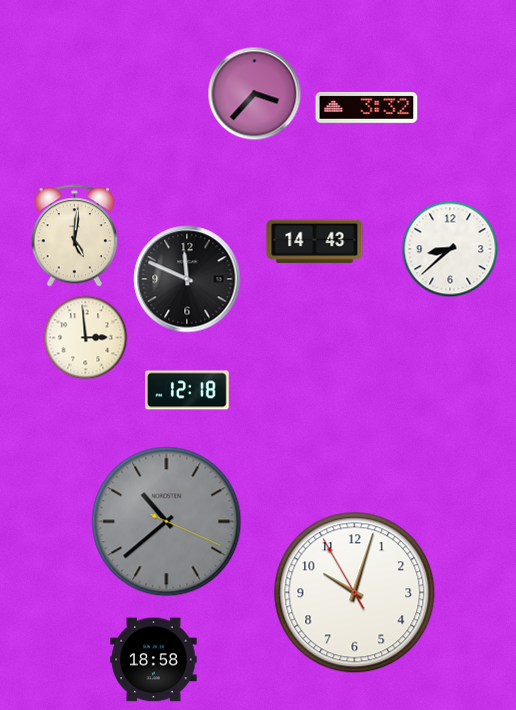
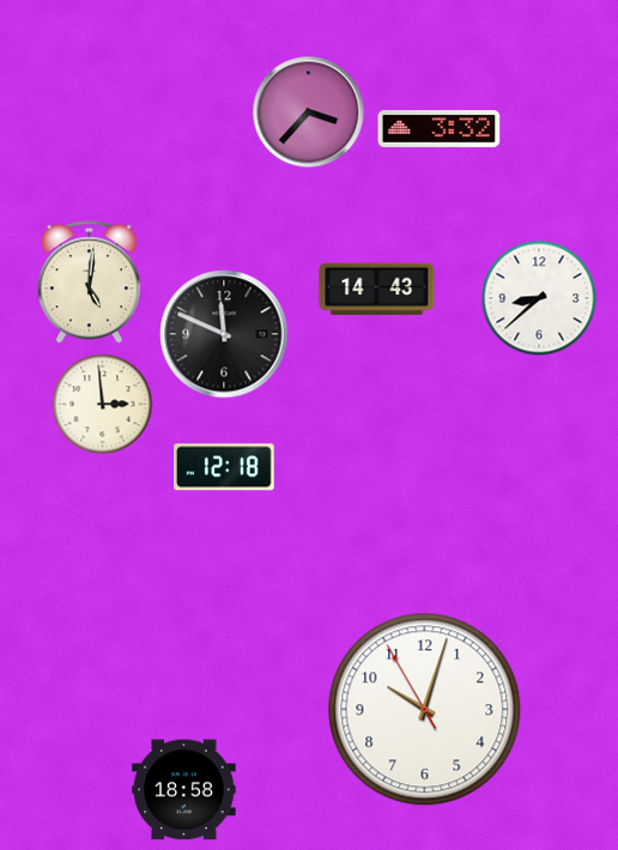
clock at (255, 94) position: (255, 94) -> (309, 113)
clock at (167, 522): 10:38 -> none
